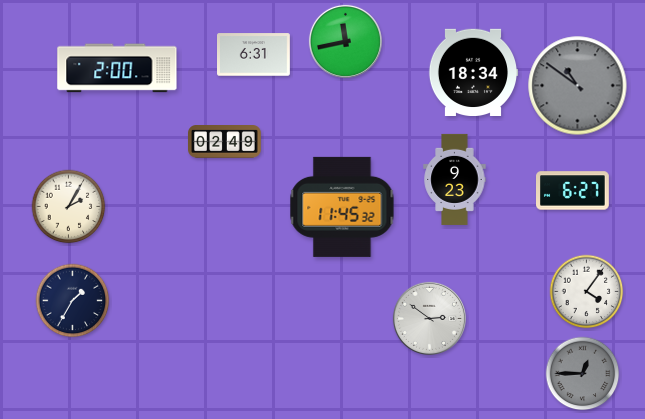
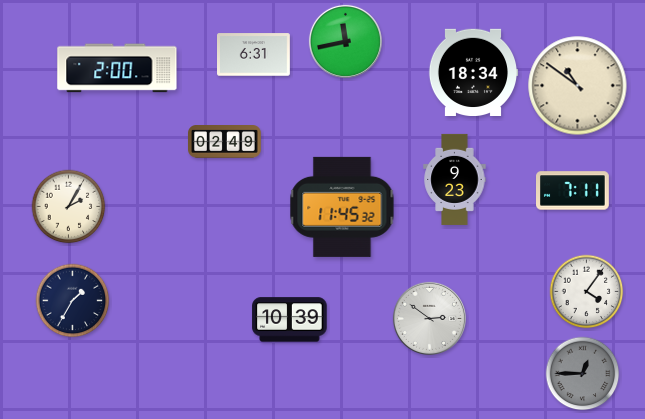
clock at (578, 86) dial: grey -> cream
clock at (573, 191): 6:27 -> 7:11
clock at (290, 320): none -> 10:39
